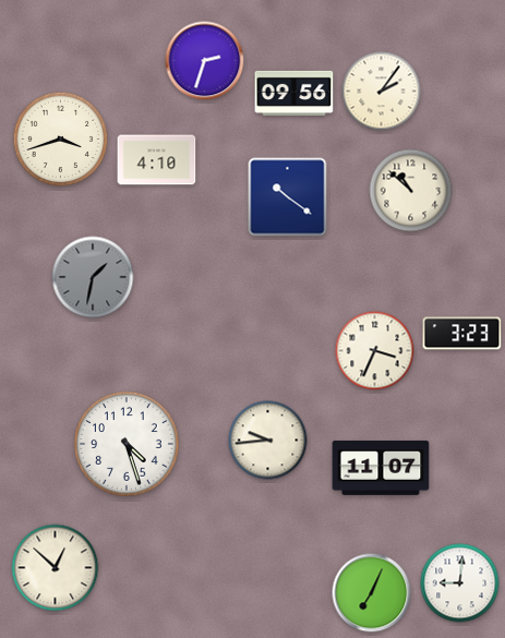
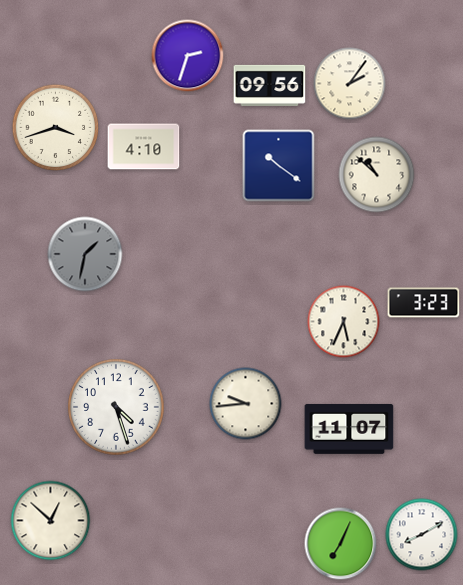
clock at (288, 197) position: (288, 197) -> (279, 166)
clock at (462, 334) position: (462, 334) -> (424, 303)
clock at (375, 351): 3:34 -> 5:34
clock at (460, 583): 9:01 -> 8:10
